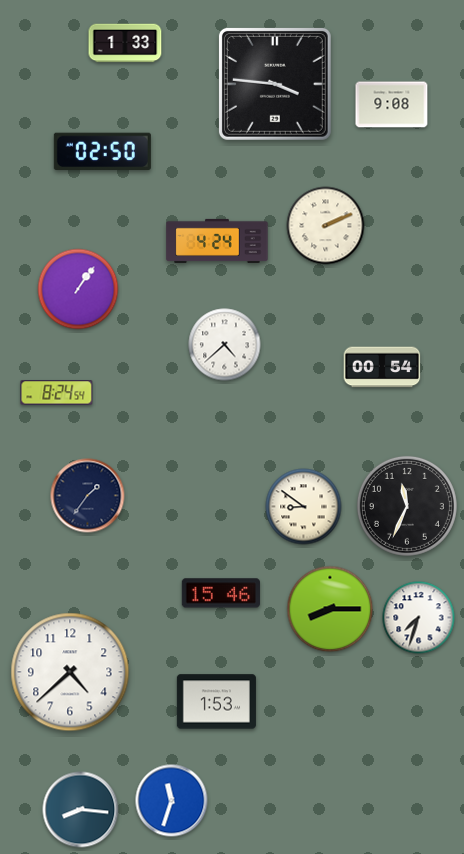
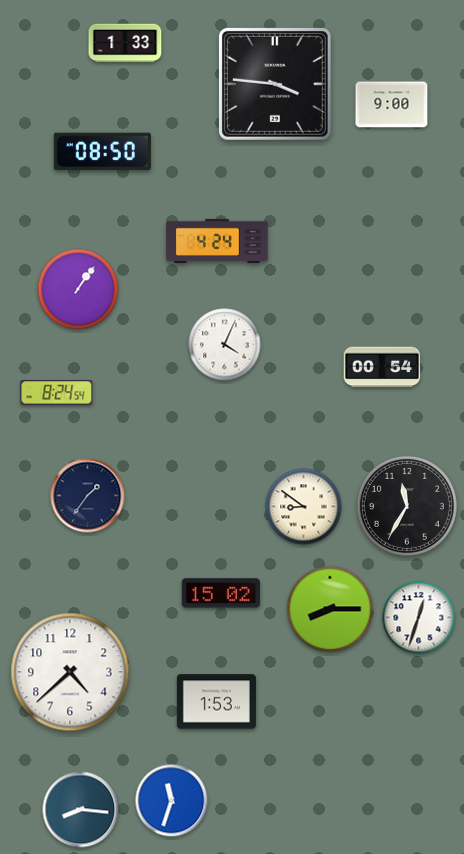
clock at (392, 105): 9:08 -> 9:00
clock at (102, 152): 02:50 -> 08:50
clock at (326, 226): 2:11 -> none
clock at (225, 345): 4:38 -> 4:04
clock at (407, 506): 11:34 -> 11:35
clock at (221, 593): 15:46 -> 15:02
clock at (419, 618): 7:33 -> 12:33
